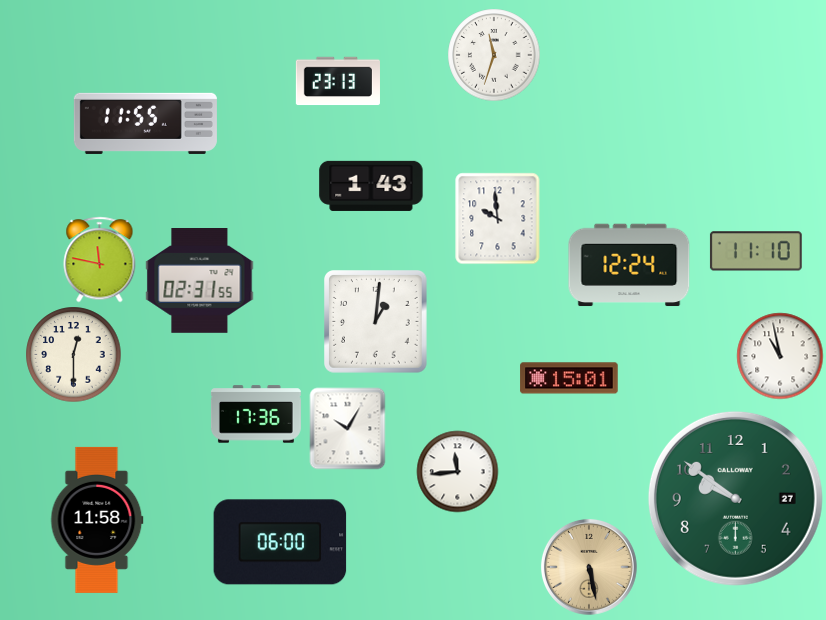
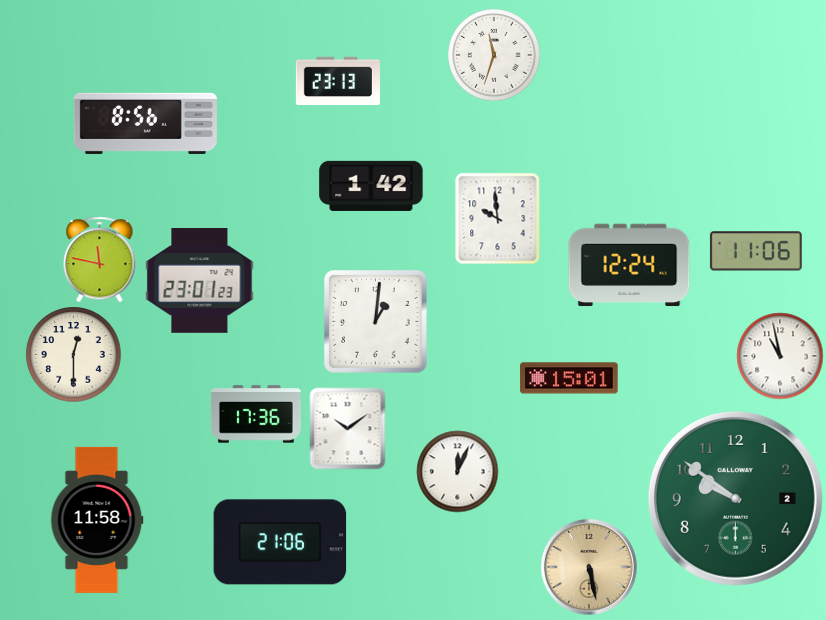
clock at (145, 123): 11:55 -> 8:56
clock at (371, 186): 1:43 -> 1:42
clock at (756, 251): 11:10 -> 11:06
clock at (200, 281): 02:31 -> 23:01
clock at (348, 428): 10:05 -> 10:09
clock at (457, 471): 11:44 -> 12:04
clock at (735, 498) date: 27 -> 2
clock at (280, 542): 06:00 -> 21:06
